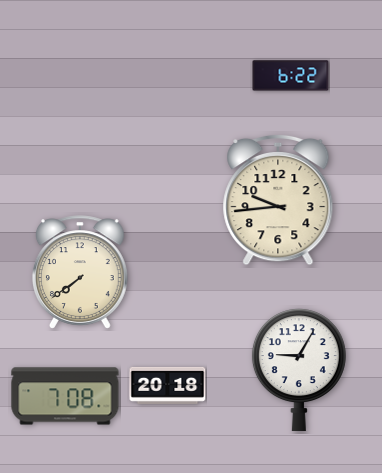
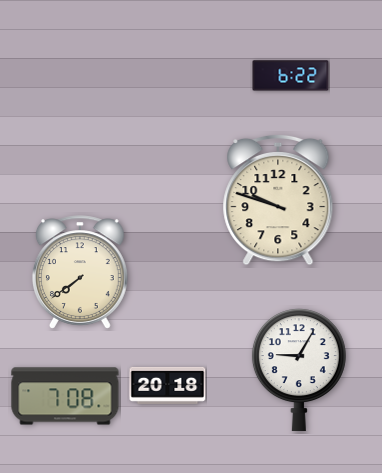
clock at (278, 200): 9:44 -> 9:48
